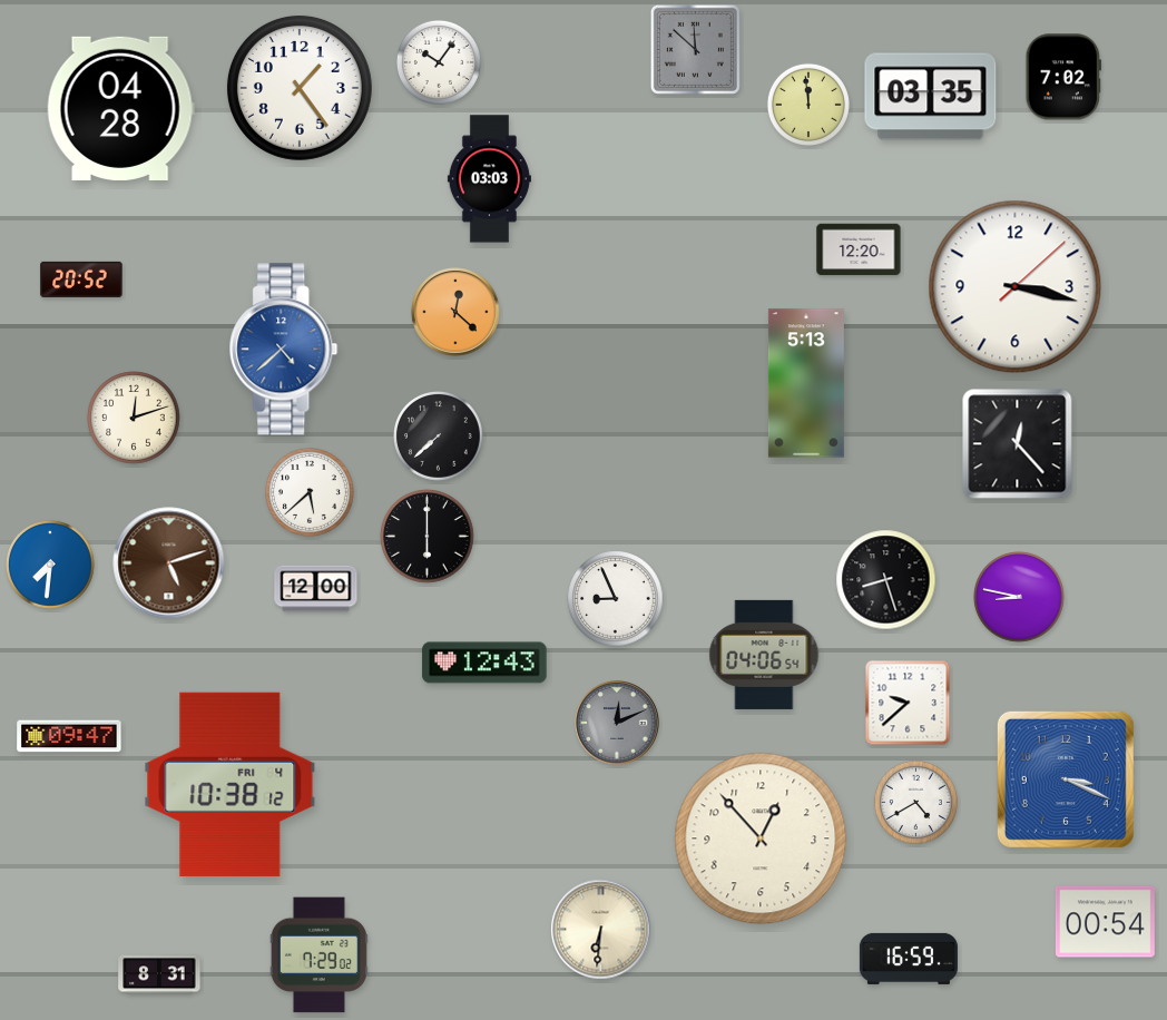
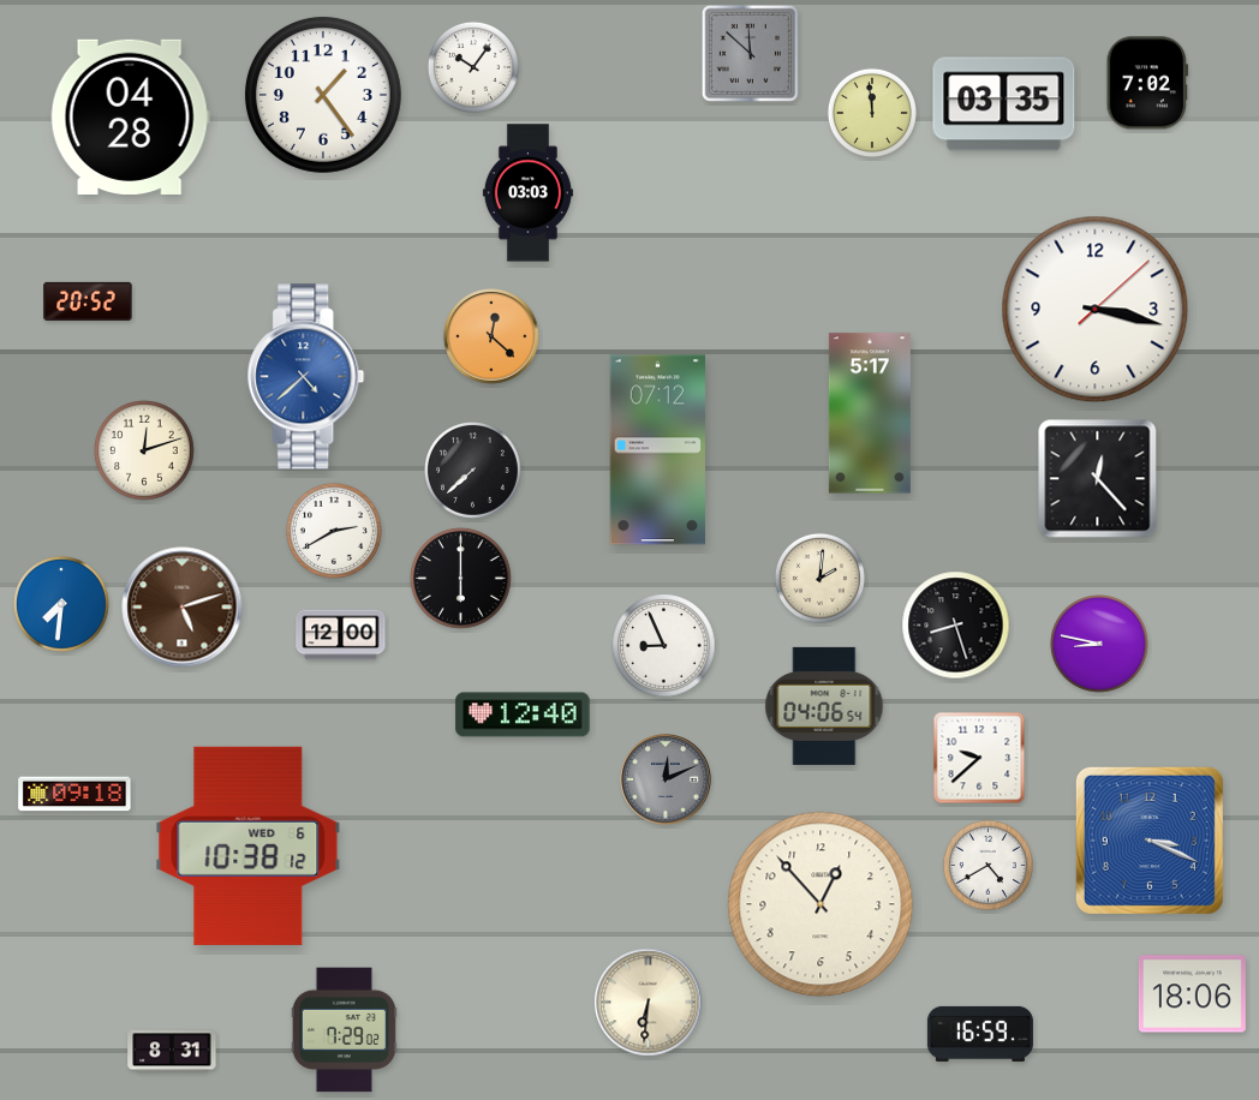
clock at (859, 249): 12:20 -> none
clock at (806, 383): 5:13 -> 5:17
clock at (657, 450): none -> 07:12
clock at (311, 493): 5:38 -> 2:40
clock at (819, 578): none -> 2:01
clock at (51, 566) position: (51, 566) -> (62, 605)
clock at (484, 663): 12:43 -> 12:40
clock at (69, 736): 09:47 -> 09:18
clock at (231, 784) date: FRI 4 -> WED 6
clock at (1105, 922): 00:54 -> 18:06
